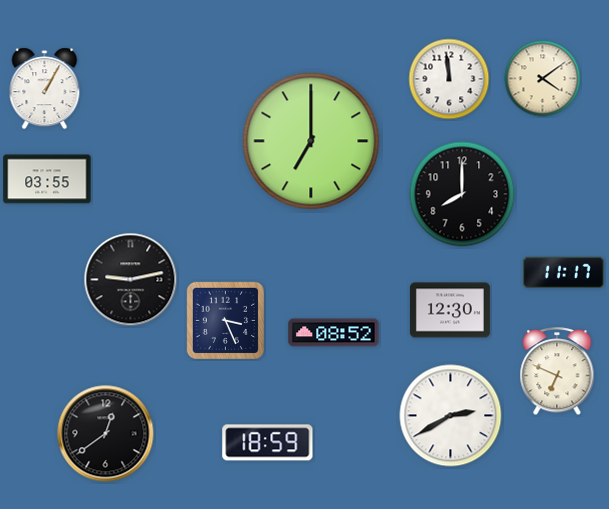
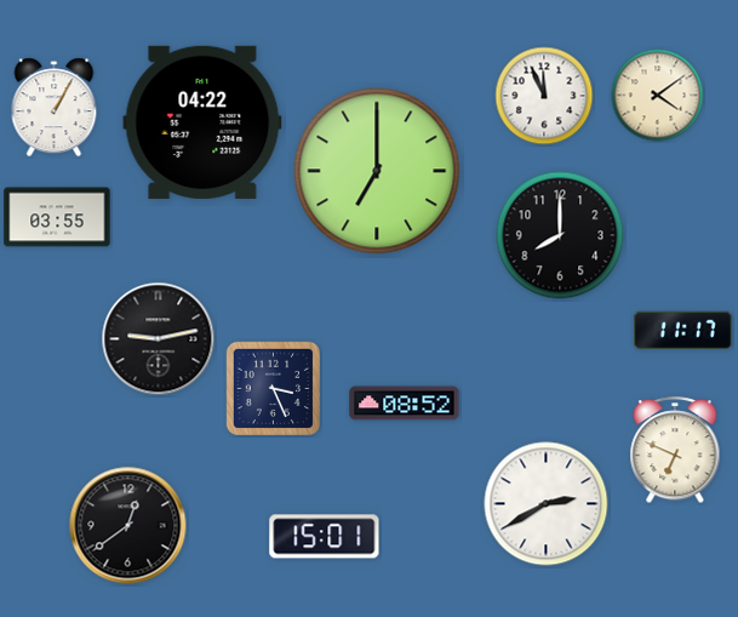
clock at (449, 79): 11:59 -> 11:56
clock at (202, 122): none -> 04:22
clock at (450, 310): 12:30 -> none
clock at (268, 443): 18:59 -> 15:01
